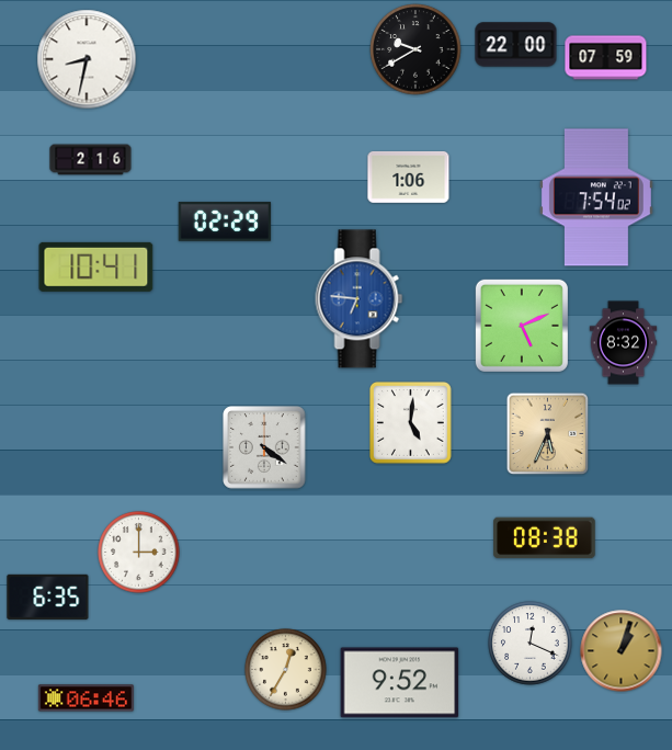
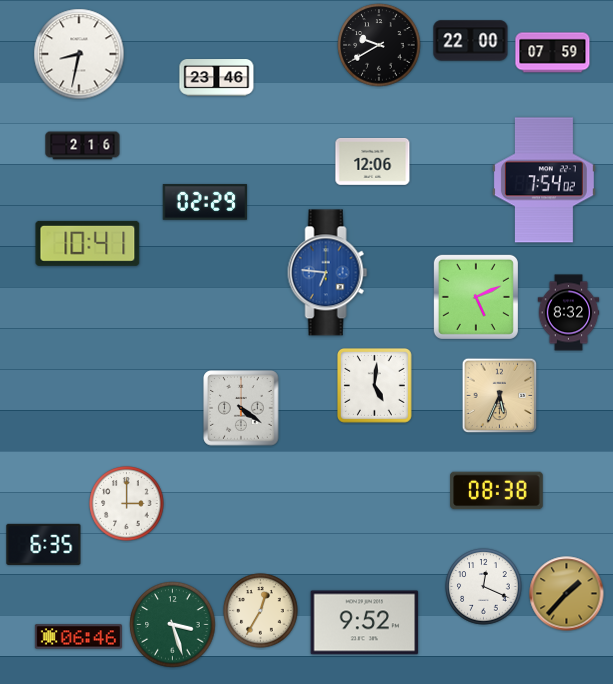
clock at (217, 78): none -> 23:46
clock at (409, 177): 1:06 -> 12:06
clock at (622, 651): 1:03 -> 1:37
clock at (173, 625): none -> 3:27
